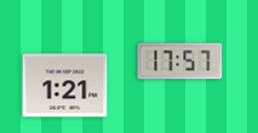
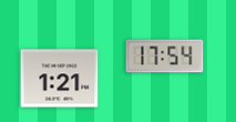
clock at (180, 62): 17:57 -> 17:54
